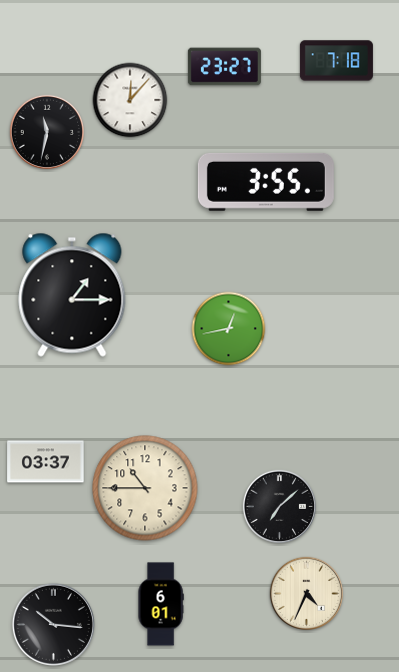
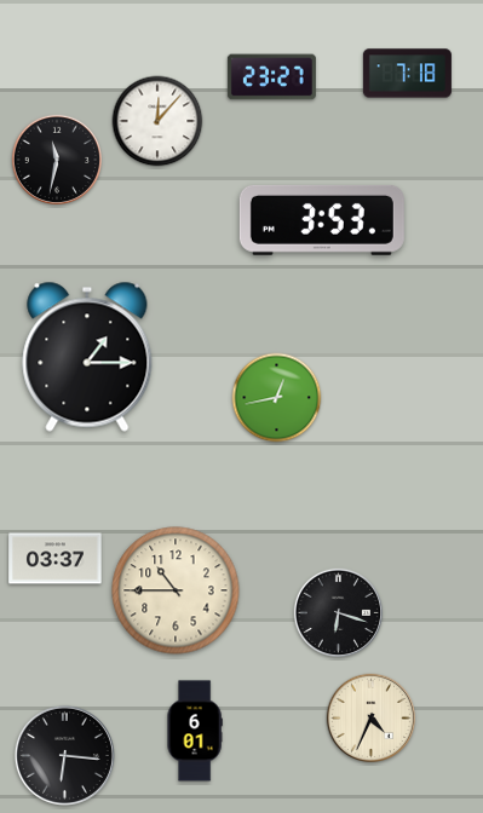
clock at (224, 67) position: (224, 67) -> (271, 77)
clock at (266, 182): 3:55 -> 3:53
clock at (279, 506): 7:08 -> 6:18
clock at (53, 624): 10:16 -> 6:16
